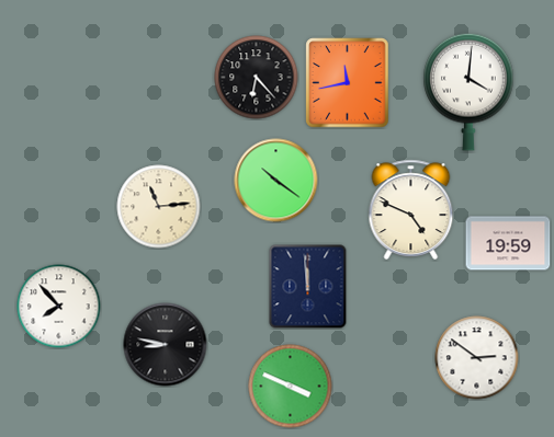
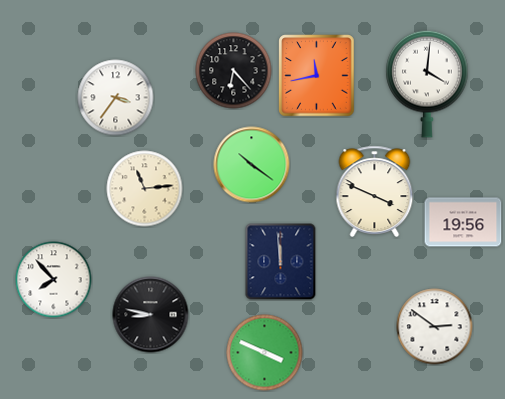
clock at (116, 98): none -> 3:36
clock at (411, 209): 4:49 -> 3:49
clock at (508, 243): 19:59 -> 19:56
